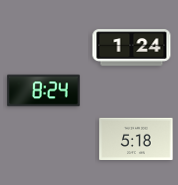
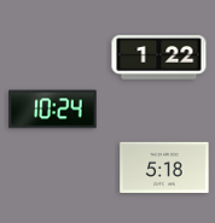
clock at (132, 48): 1:24 -> 1:22
clock at (44, 91): 8:24 -> 10:24
